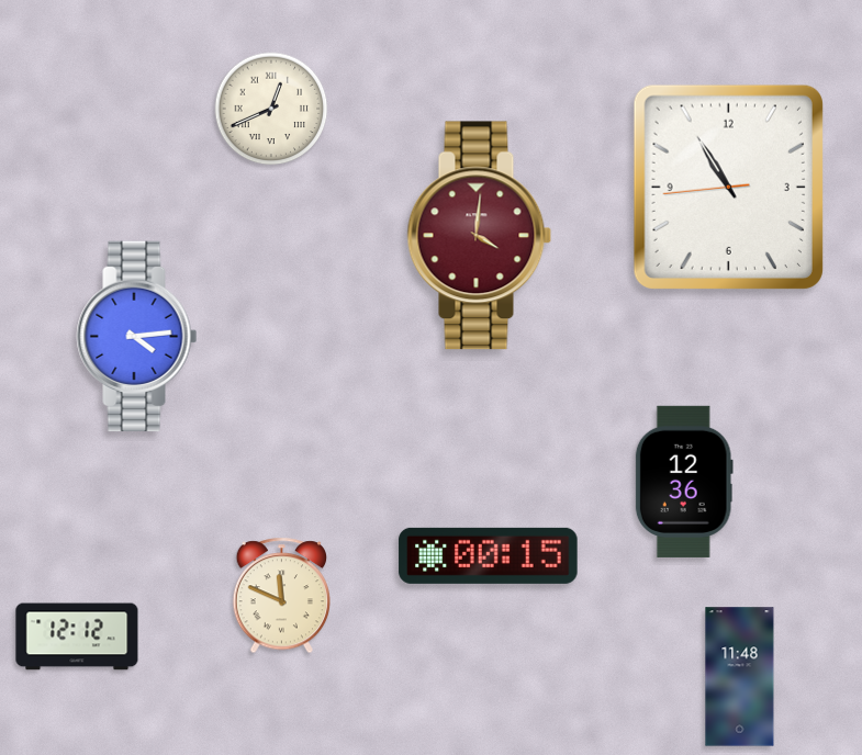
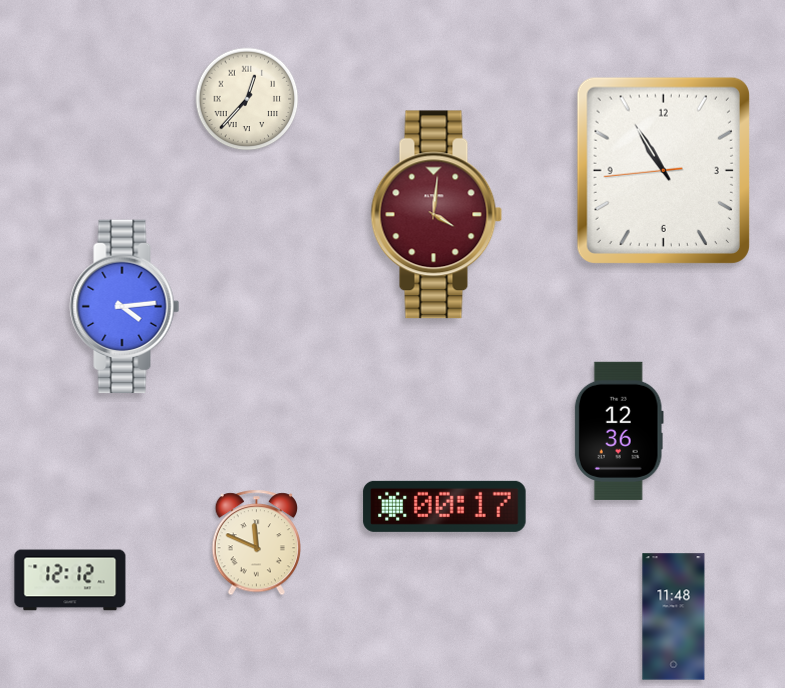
clock at (271, 109): 12:41 -> 12:37
clock at (684, 482) position: (684, 482) -> (619, 431)
clock at (489, 555): 00:15 -> 00:17
